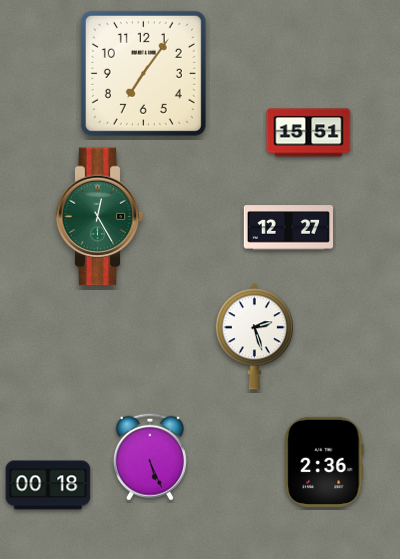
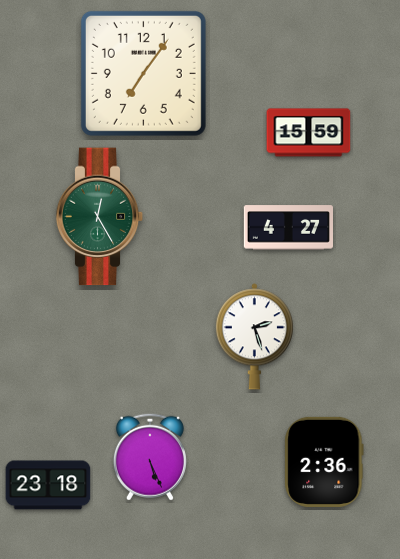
clock at (309, 133): 15:51 -> 15:59
clock at (288, 228): 12:27 -> 4:27
clock at (48, 485): 00:18 -> 23:18
